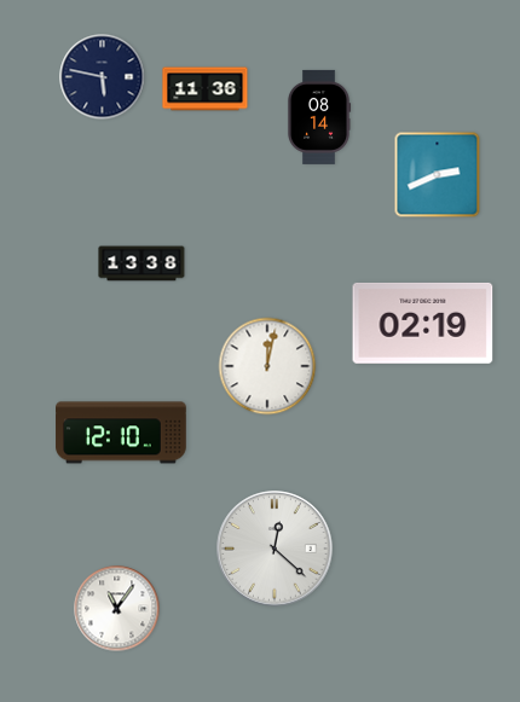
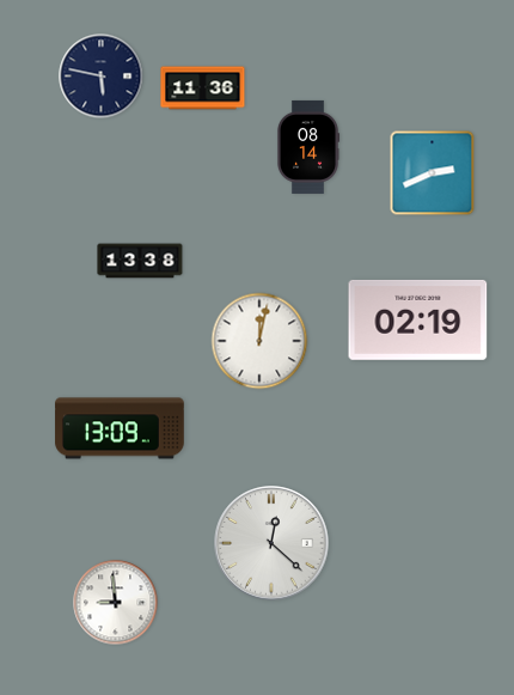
clock at (319, 117) position: (319, 117) -> (308, 147)
clock at (267, 366) position: (267, 366) -> (259, 341)
clock at (121, 433): 12:10 -> 13:09
clock at (117, 609): 11:06 -> 8:59
